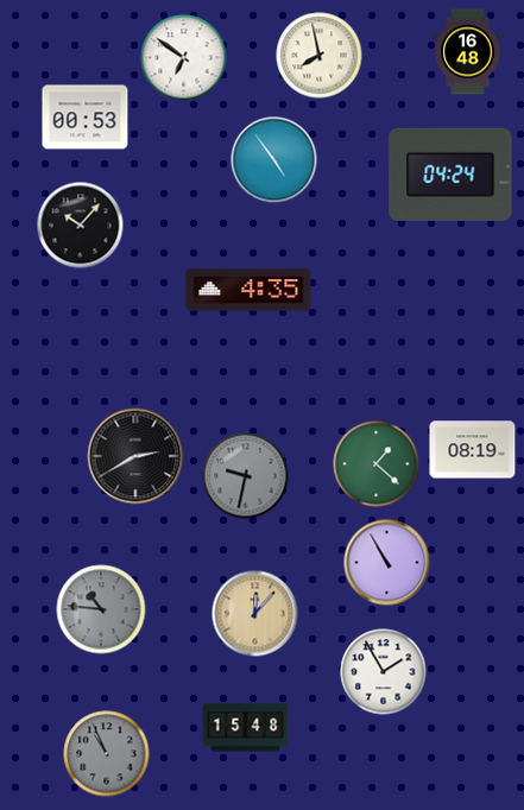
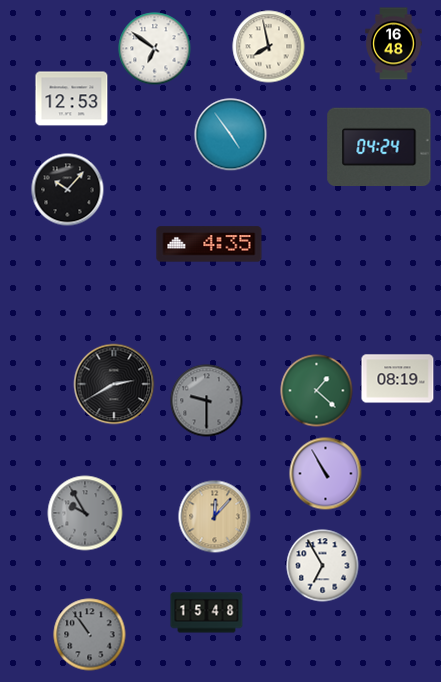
clock at (86, 118): 00:53 -> 12:53
clock at (246, 476): 9:32 -> 9:30
clock at (101, 609): 10:46 -> 9:55
clock at (384, 672): 1:55 -> 6:55
clock at (107, 754): 10:56 -> 10:54
